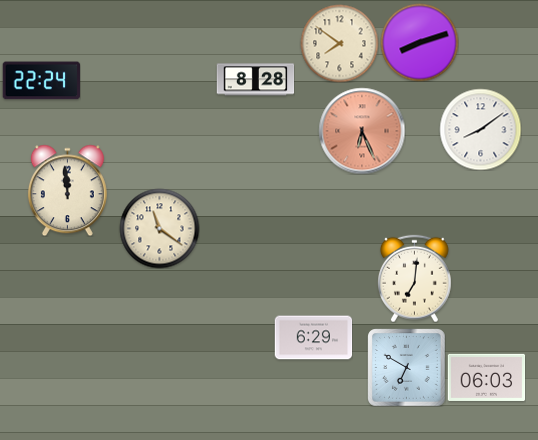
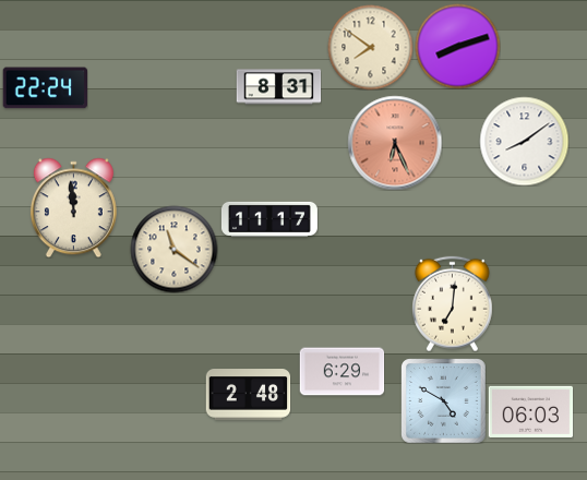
clock at (255, 80): 8:28 -> 8:31
clock at (269, 219): none -> 11:17
clock at (313, 338) position: (313, 338) -> (342, 372)
clock at (248, 395): none -> 2:48
clock at (406, 367): 6:50 -> 4:50
